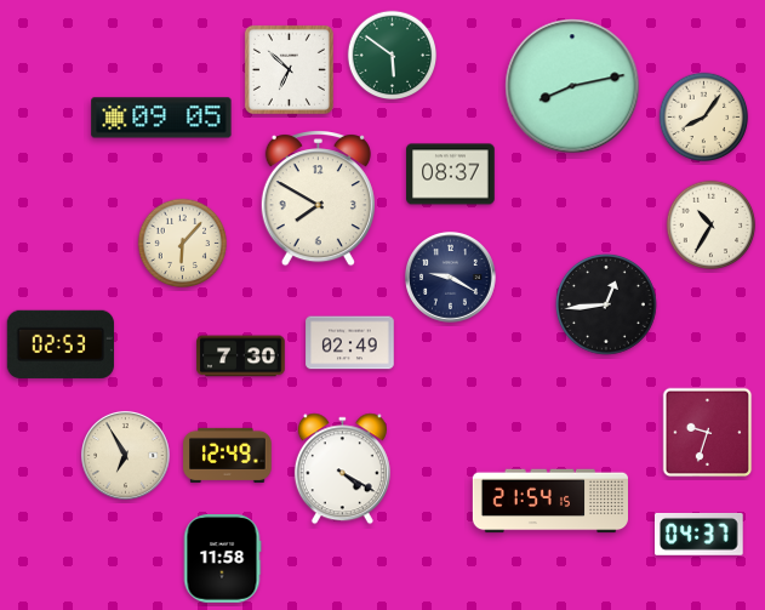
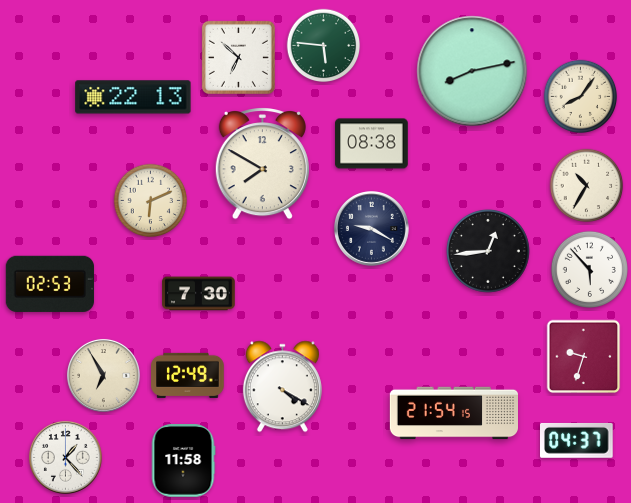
clock at (393, 56): 5:51 -> 5:46
clock at (161, 118): 09:05 -> 22:13
clock at (451, 175): 08:37 -> 08:38
clock at (183, 244): 6:07 -> 6:11
clock at (606, 304) position: (606, 304) -> (488, 251)
clock at (589, 269): none -> 5:53
clock at (350, 343): 02:49 -> none
clock at (65, 457): none -> 1:23
